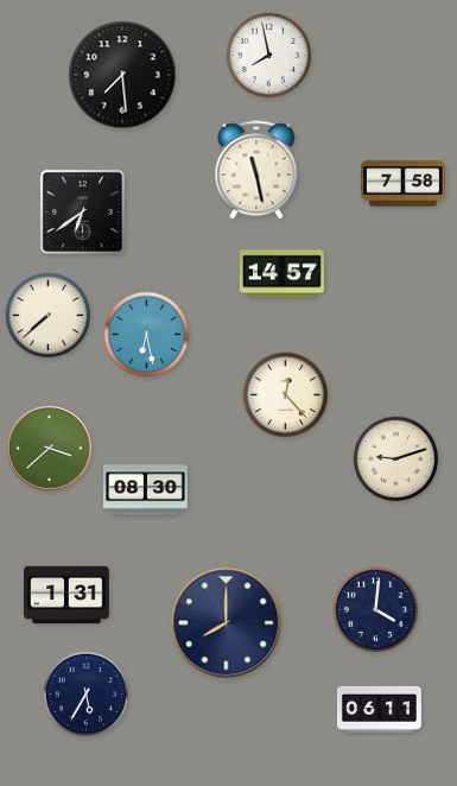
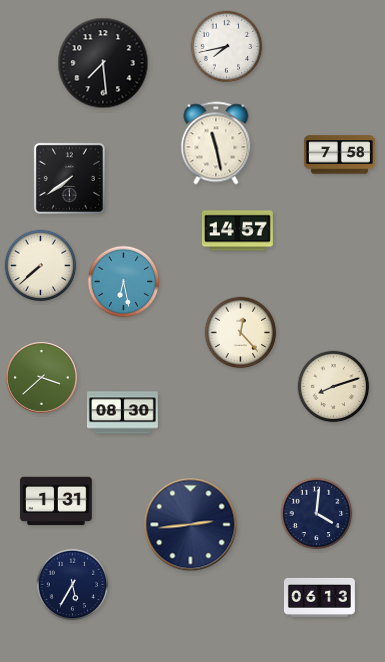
clock at (269, 56): 7:58 -> 7:43
clock at (82, 211): 6:39 -> 7:39
clock at (396, 459): 9:12 -> 8:12
clock at (227, 623): 8:00 -> 2:44
clock at (379, 709): 06:11 -> 06:13
